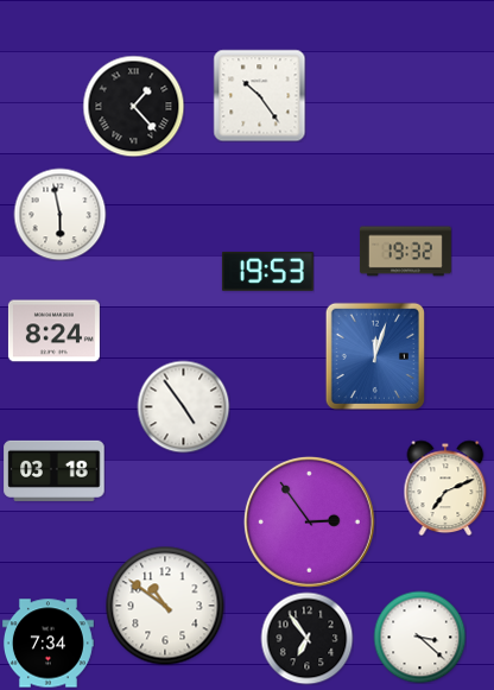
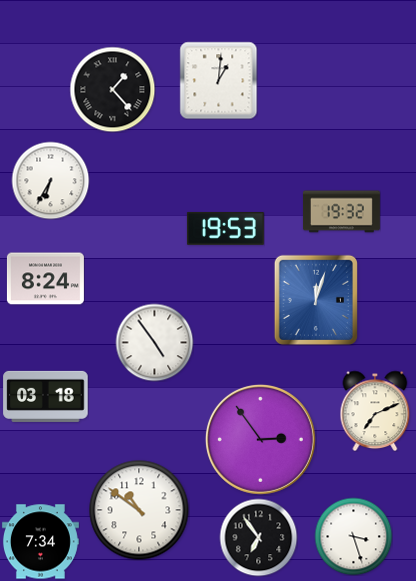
clock at (259, 95): 10:24 -> 1:01
clock at (59, 214): 5:58 -> 6:35
clock at (419, 637): 3:22 -> 3:27
